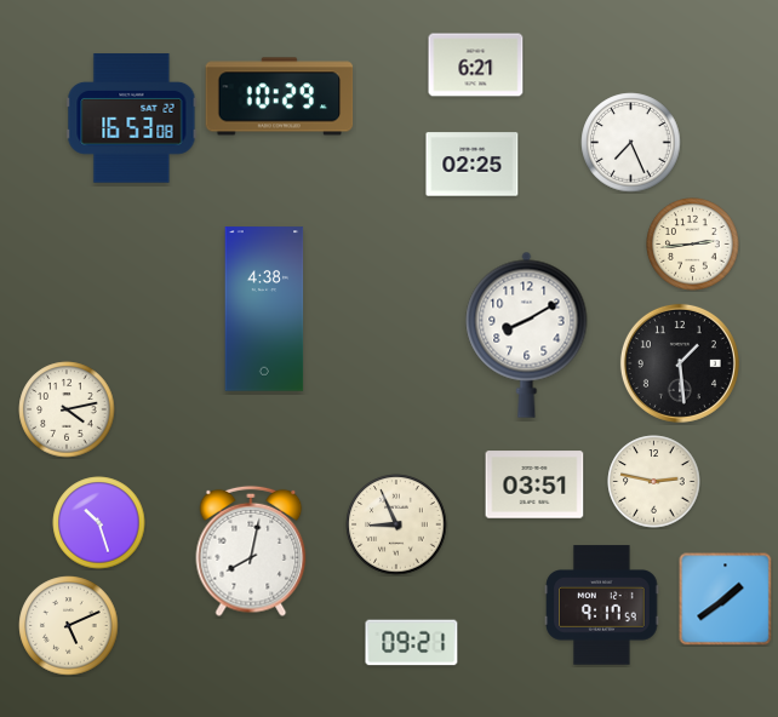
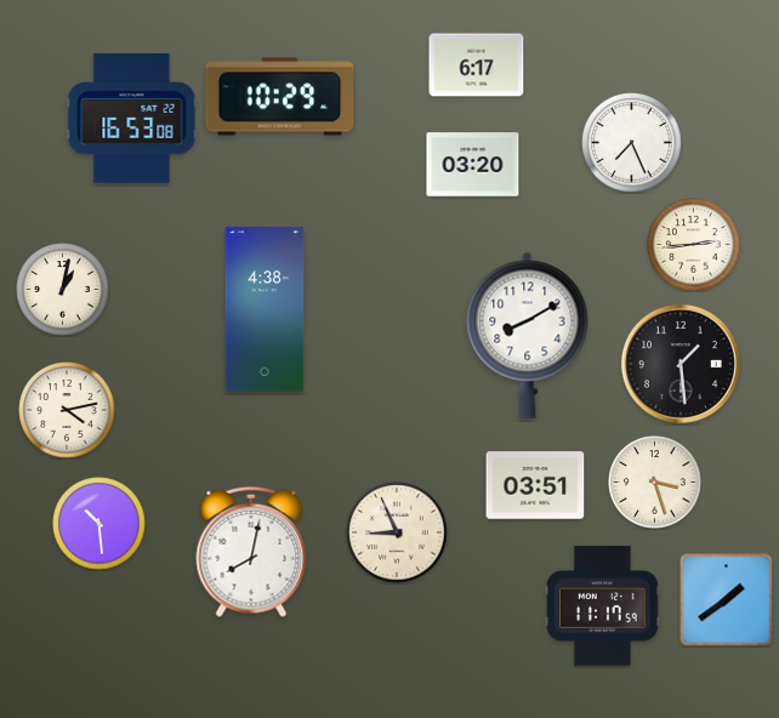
clock at (476, 65): 6:21 -> 6:17
clock at (473, 165): 02:25 -> 03:20
clock at (63, 290): none -> 1:02
clock at (654, 482): 2:47 -> 3:27
clock at (99, 523): 10:27 -> 10:29
clock at (396, 524) position: (396, 524) -> (397, 532)
clock at (602, 606): 9:17 -> 11:17
clock at (69, 626): 5:11 -> none
clock at (412, 643): 09:21 -> none
